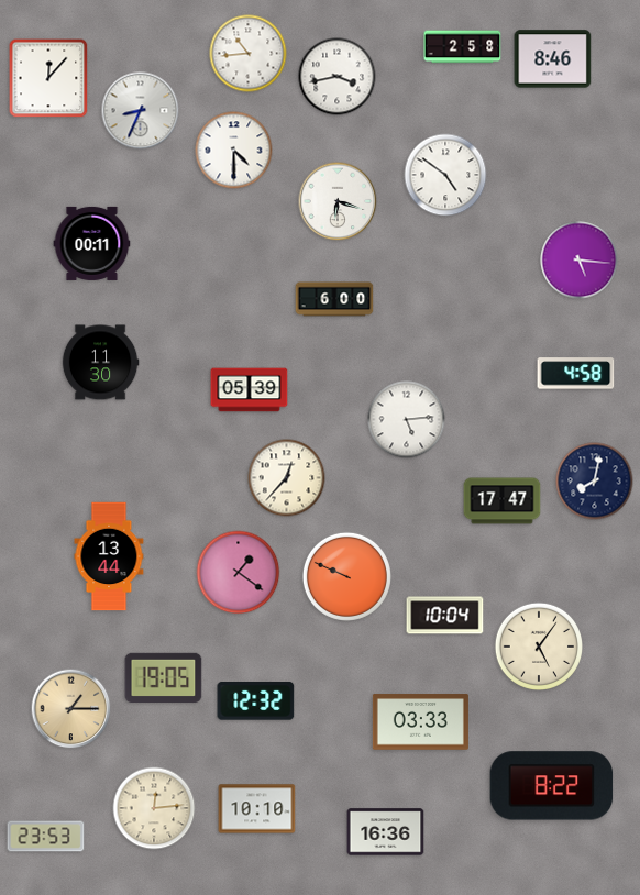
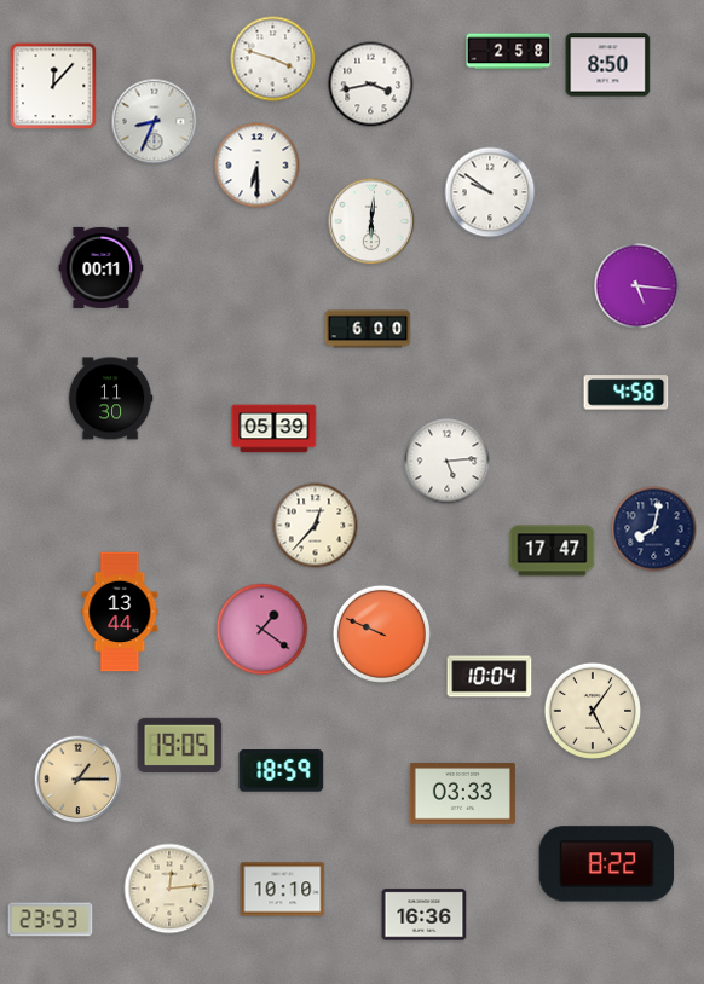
clock at (249, 54): 10:44 -> 3:48
clock at (553, 59): 8:46 -> 8:50
clock at (234, 151): 4:30 -> 6:30
clock at (445, 175): 4:51 -> 9:51
clock at (338, 201): 6:18 -> 6:01
clock at (576, 374) position: (576, 374) -> (627, 393)
clock at (256, 701): 12:32 -> 18:59
